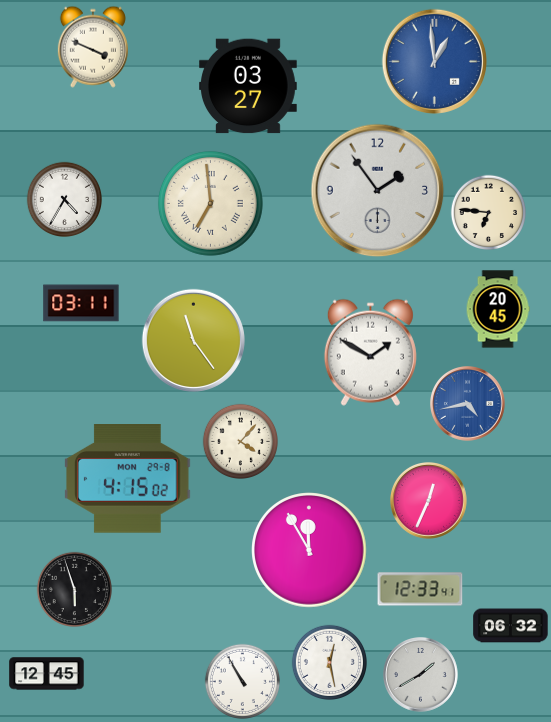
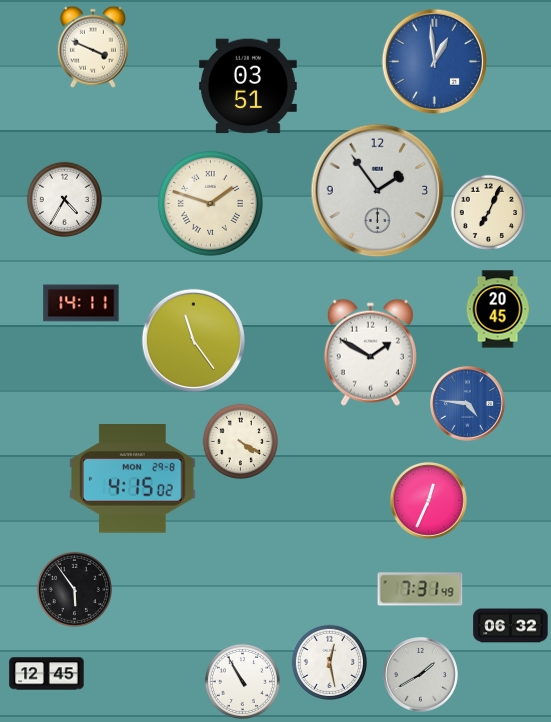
clock at (249, 86): 03:27 -> 03:51
clock at (210, 203): 6:59 -> 1:48
clock at (488, 212): 6:46 -> 7:04
clock at (81, 303): 03:11 -> 14:11
clock at (468, 404): 4:43 -> 4:46
clock at (240, 441): 4:07 -> 4:20
clock at (128, 479) position: (128, 479) -> (133, 479)
clock at (309, 550): 11:55 -> none
clock at (74, 589): 5:57 -> 5:54
clock at (420, 589): 12:33 -> 7:31
